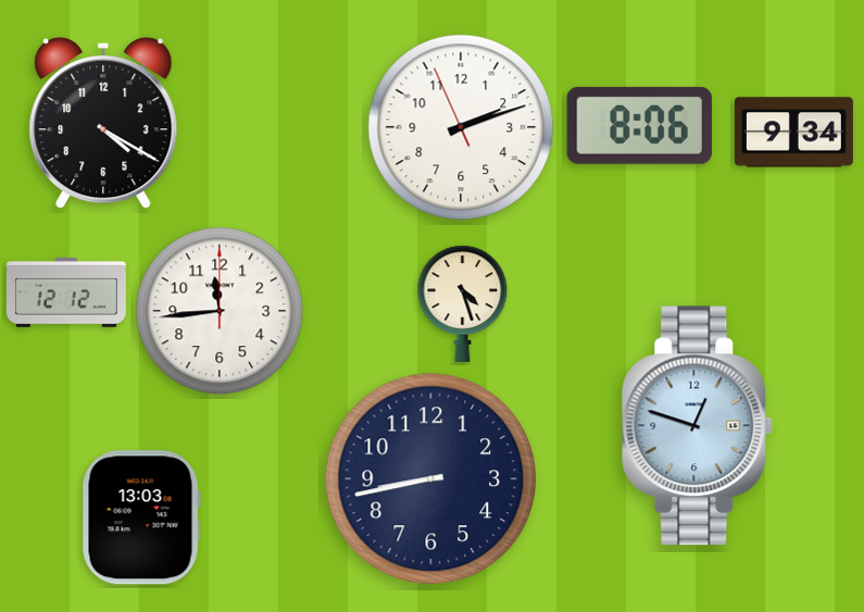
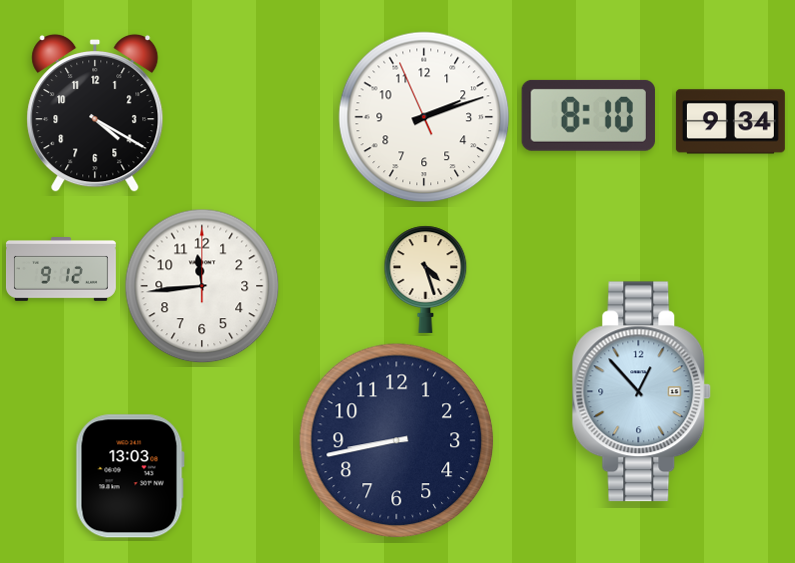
clock at (639, 125): 8:06 -> 8:10
clock at (66, 293): 12:12 -> 9:12
clock at (698, 426): 12:48 -> 12:53
